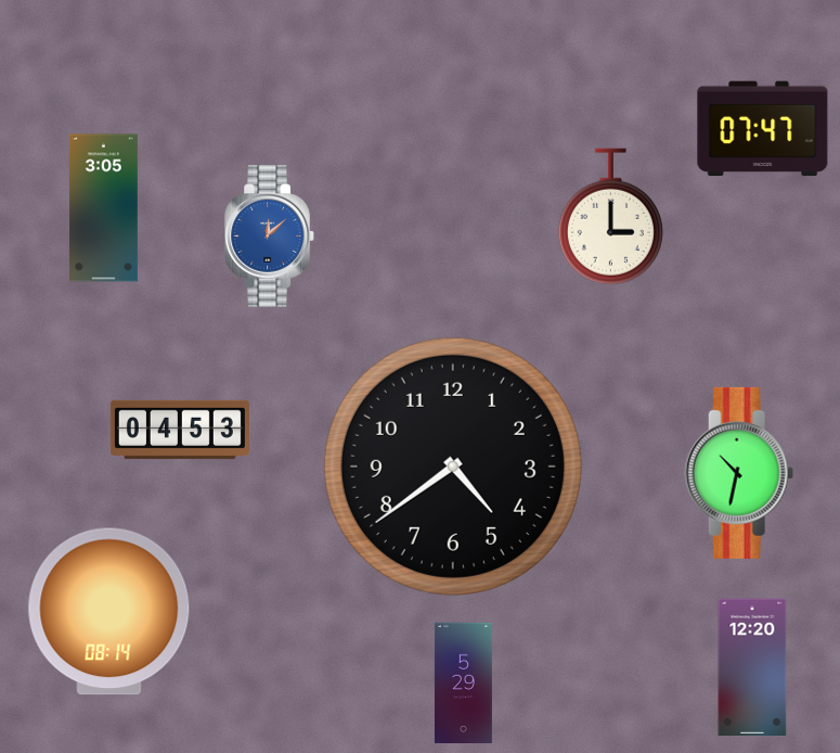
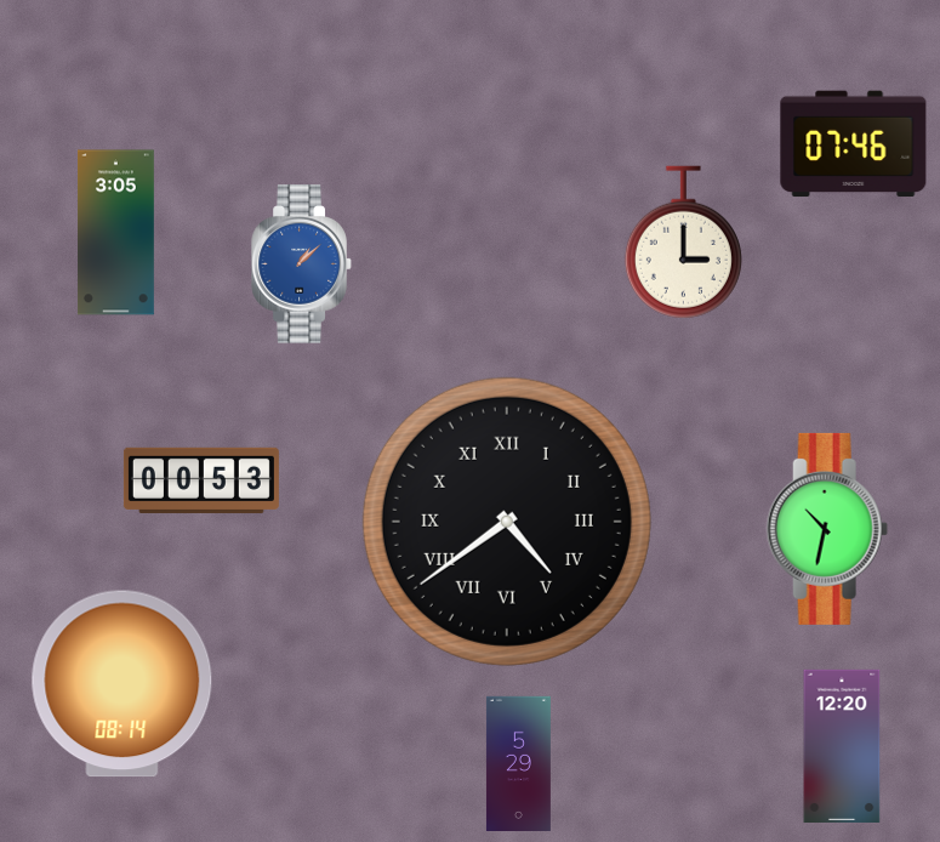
clock at (763, 129): 07:47 -> 07:46
clock at (270, 237): 12:08 -> 1:08
clock at (180, 430): 04:53 -> 00:53
clock at (453, 467) numerals: Arabic -> Roman
